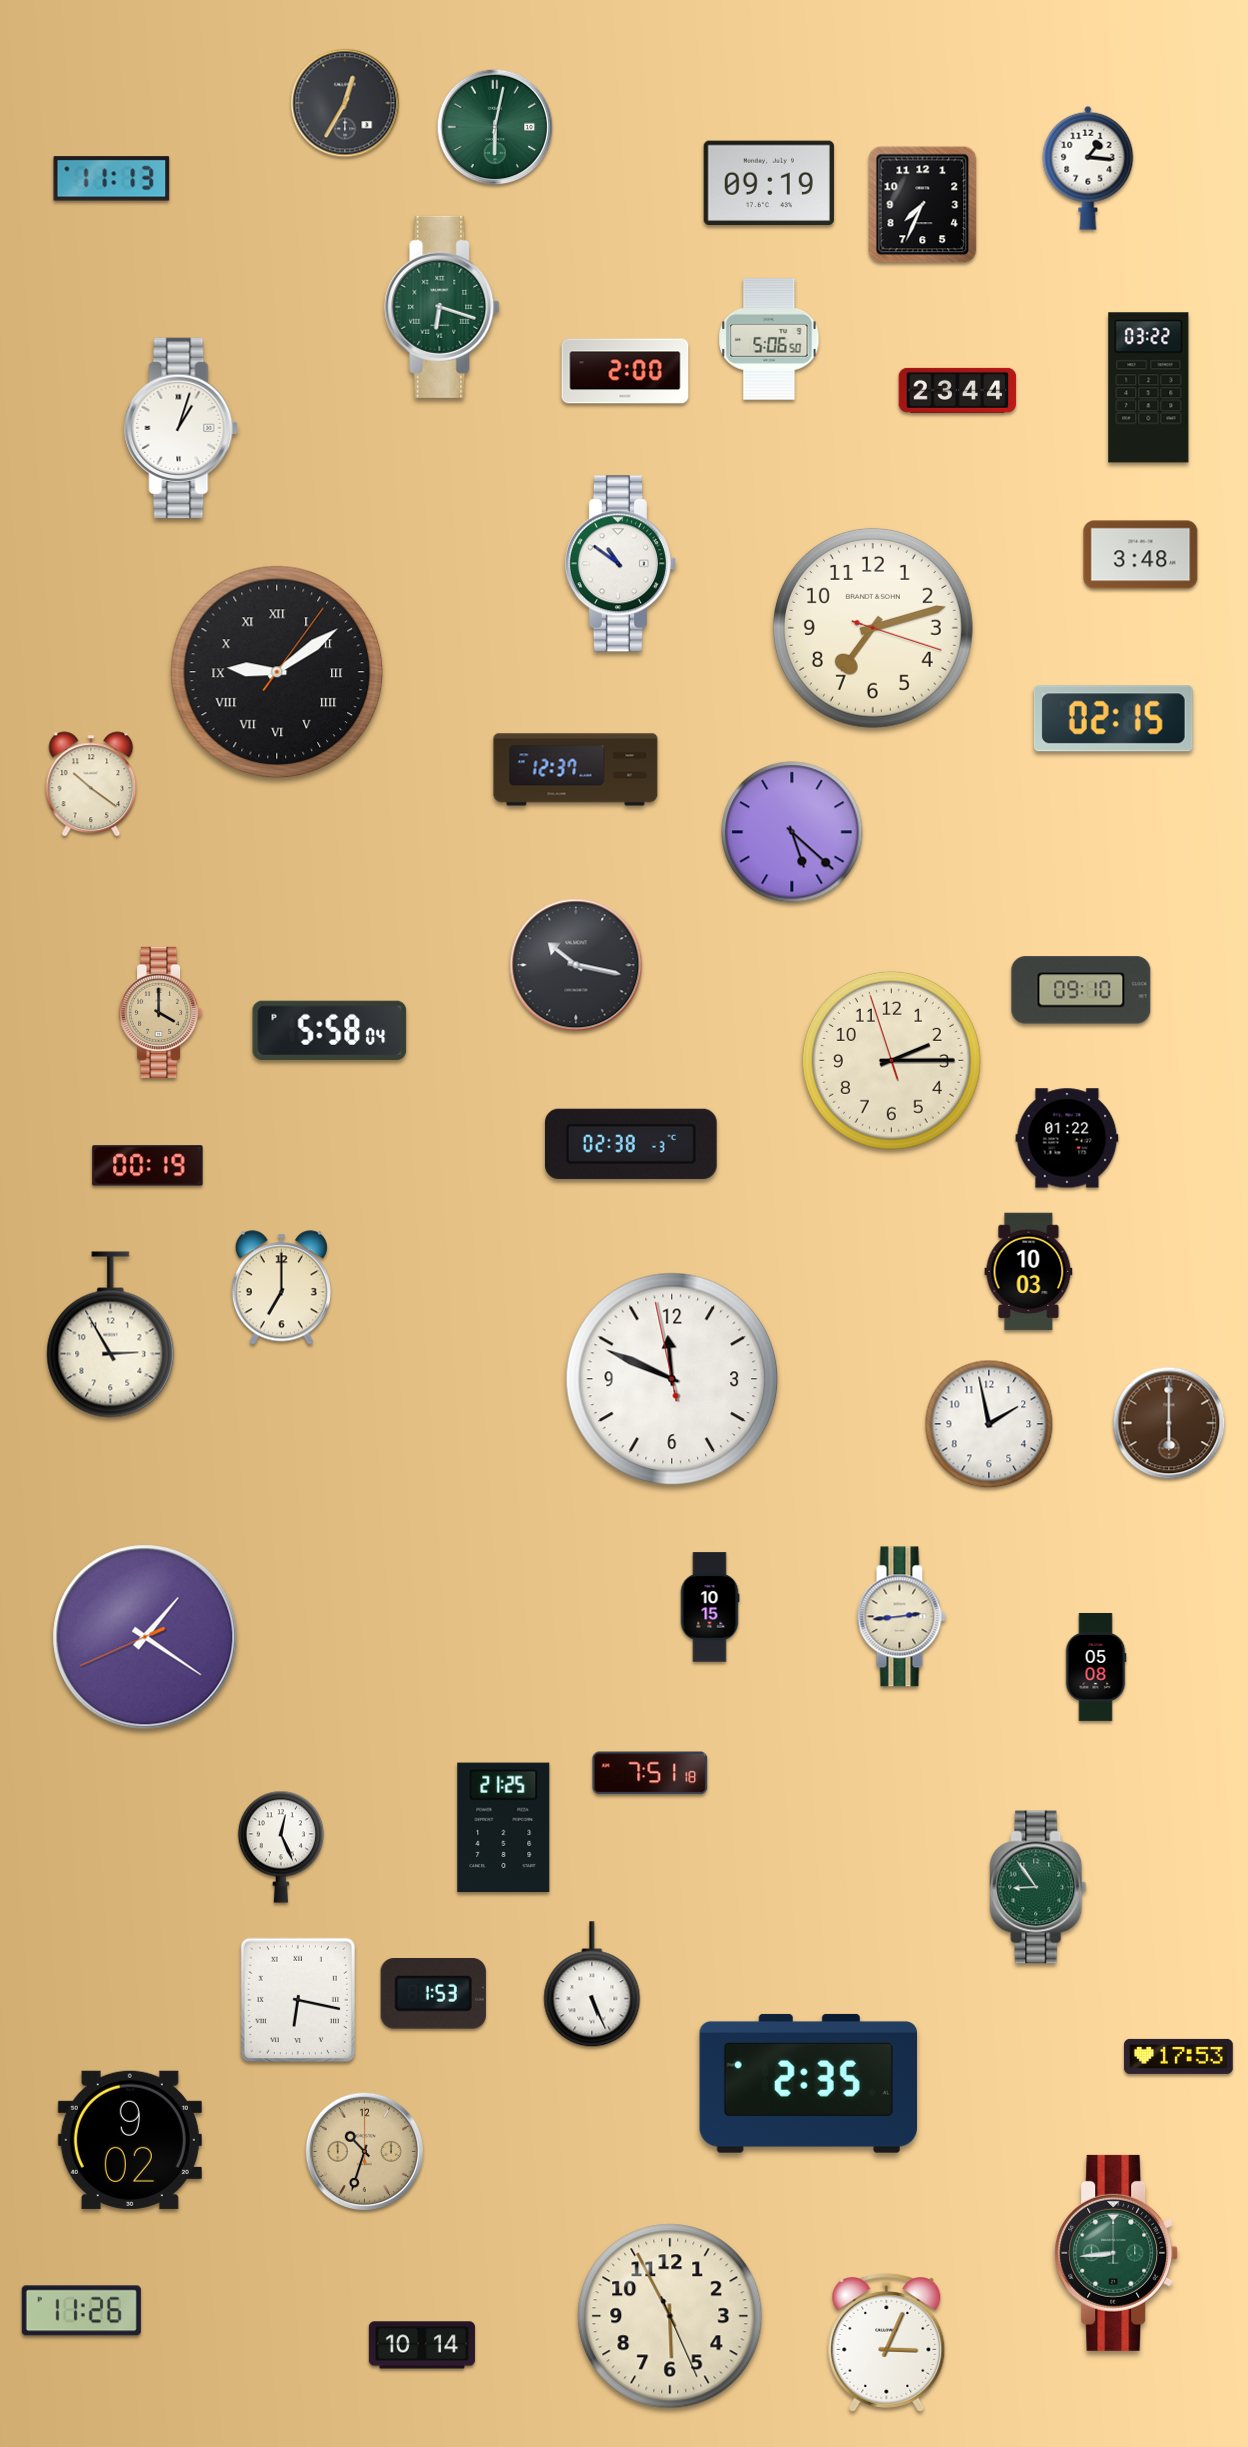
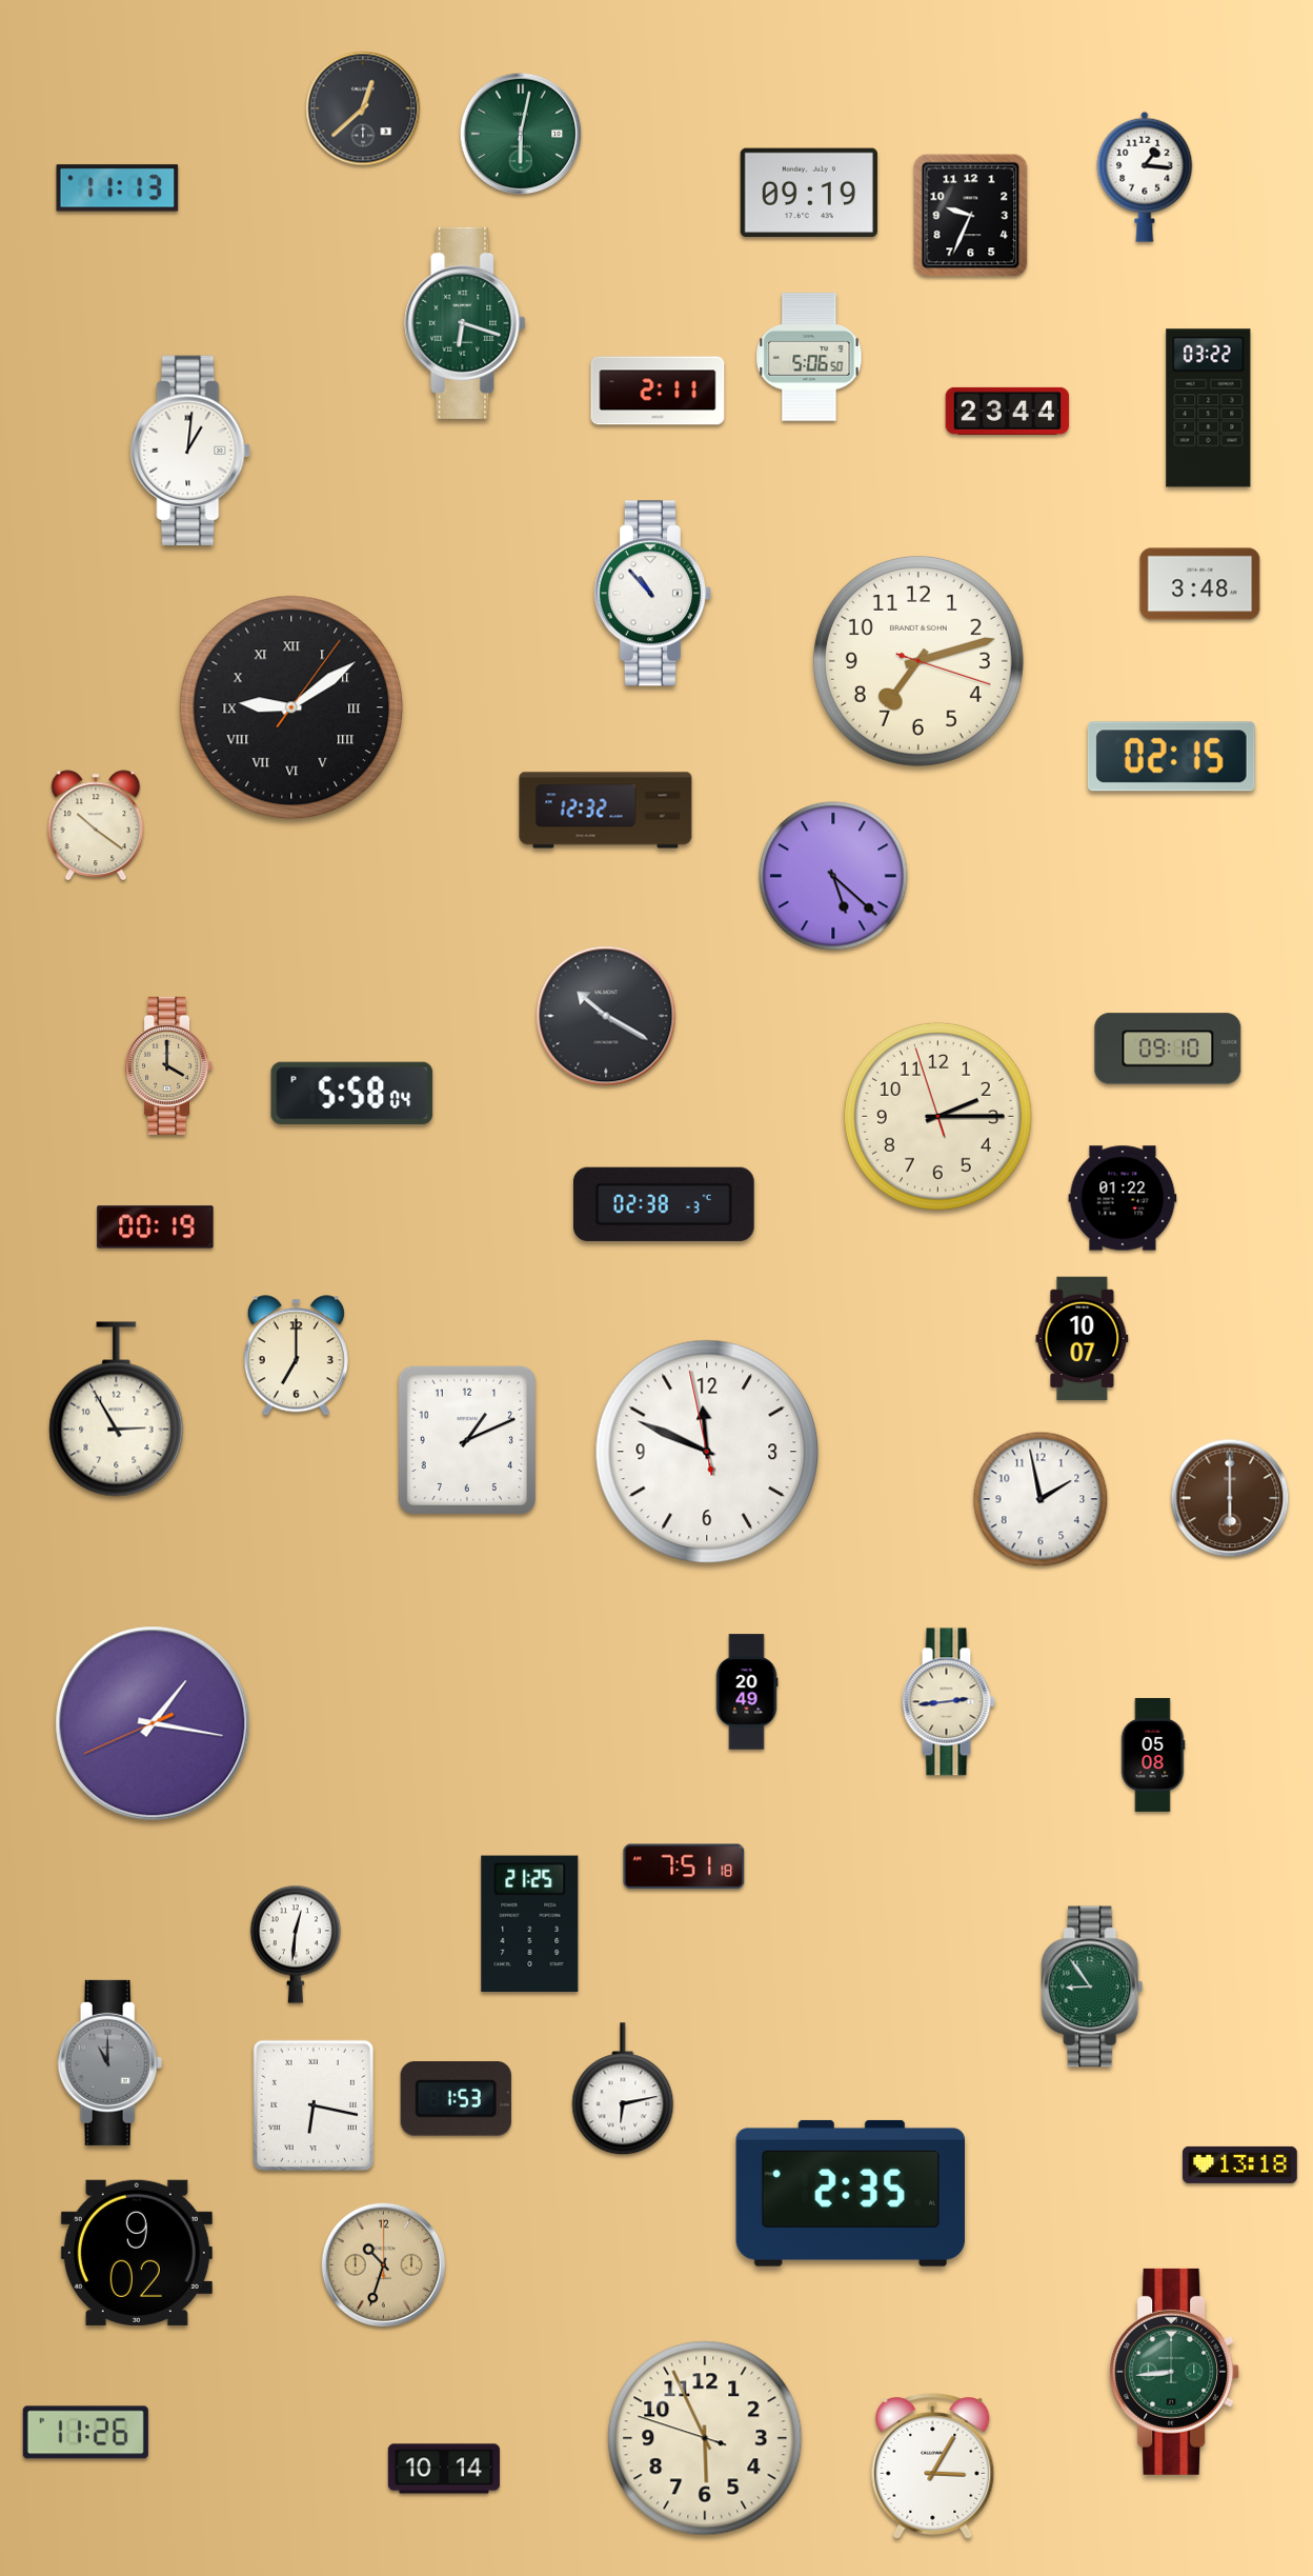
clock at (345, 103): 12:35 -> 12:38
clock at (923, 205): 7:34 -> 9:34
clock at (625, 371): 2:00 -> 2:11
clock at (181, 427): 1:03 -> 1:01
clock at (620, 564): 10:51 -> 10:53
clock at (576, 770): 12:37 -> 12:32
clock at (576, 965): 10:17 -> 10:20
clock at (1081, 990) position: (1081, 990) -> (1168, 1049)
clock at (330, 1030) position: (330, 1030) -> (352, 1093)
clock at (1029, 1272): 10:03 -> 10:07
clock at (111, 1335) position: (111, 1335) -> (117, 1410)
clock at (467, 1440): none -> 1:11
clock at (710, 1607): 10:15 -> 20:49
clock at (145, 1637): 1:20 -> 1:16
clock at (281, 1847): 12:26 -> 12:31
clock at (110, 2062): none -> 11:00
clock at (592, 1985): 5:26 -> 6:13
clock at (1179, 2056): 17:53 -> 13:18
clock at (670, 2316): 5:55:26 -> 5:55:48
clock at (887, 2342): 3:04 -> 3:05
